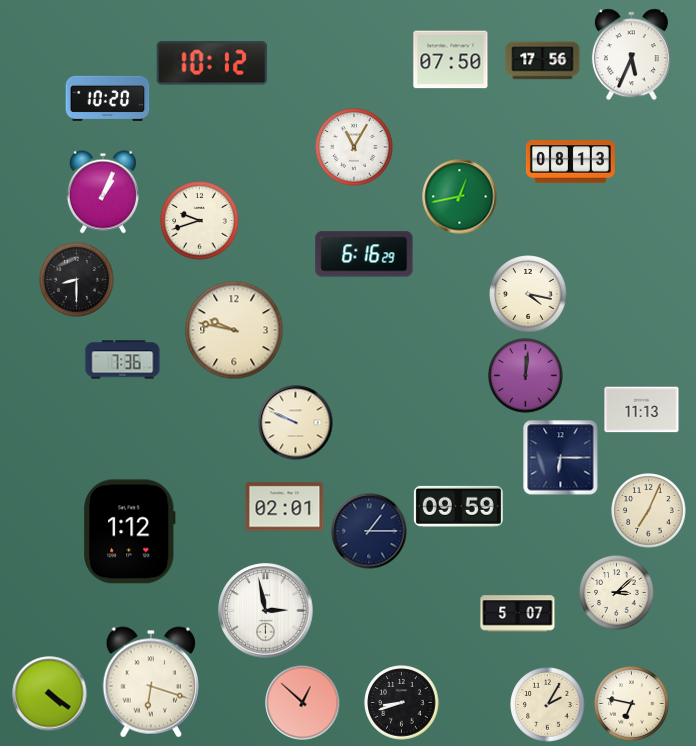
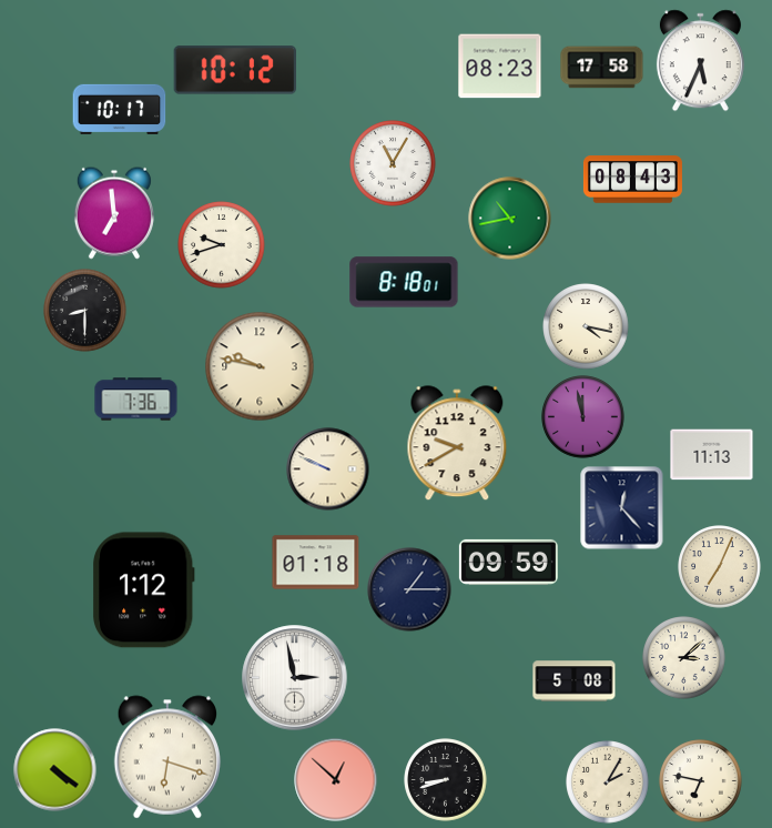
clock at (451, 60): 07:50 -> 08:23
clock at (543, 61): 17:56 -> 17:58
clock at (108, 98): 10:20 -> 10:17
clock at (570, 162): 08:13 -> 08:43
clock at (103, 192): 1:04 -> 6:59
clock at (460, 197): 12:43 -> 10:43
clock at (364, 254): 6:16 -> 8:18
clock at (526, 376): 12:01 -> 11:58
clock at (457, 444): none -> 9:40
clock at (561, 458): 6:15 -> 12:23
clock at (285, 507): 02:01 -> 01:18
clock at (518, 614): 5:07 -> 5:08
